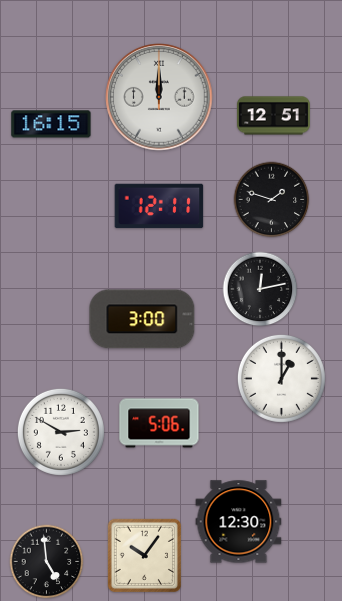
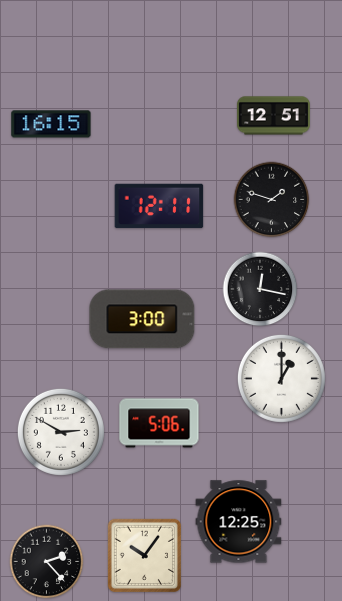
clock at (159, 97): 12:00 -> none
clock at (260, 289): 12:13 -> 12:17
clock at (239, 522): 12:30 -> 12:25
clock at (47, 562): 4:59 -> 2:23
